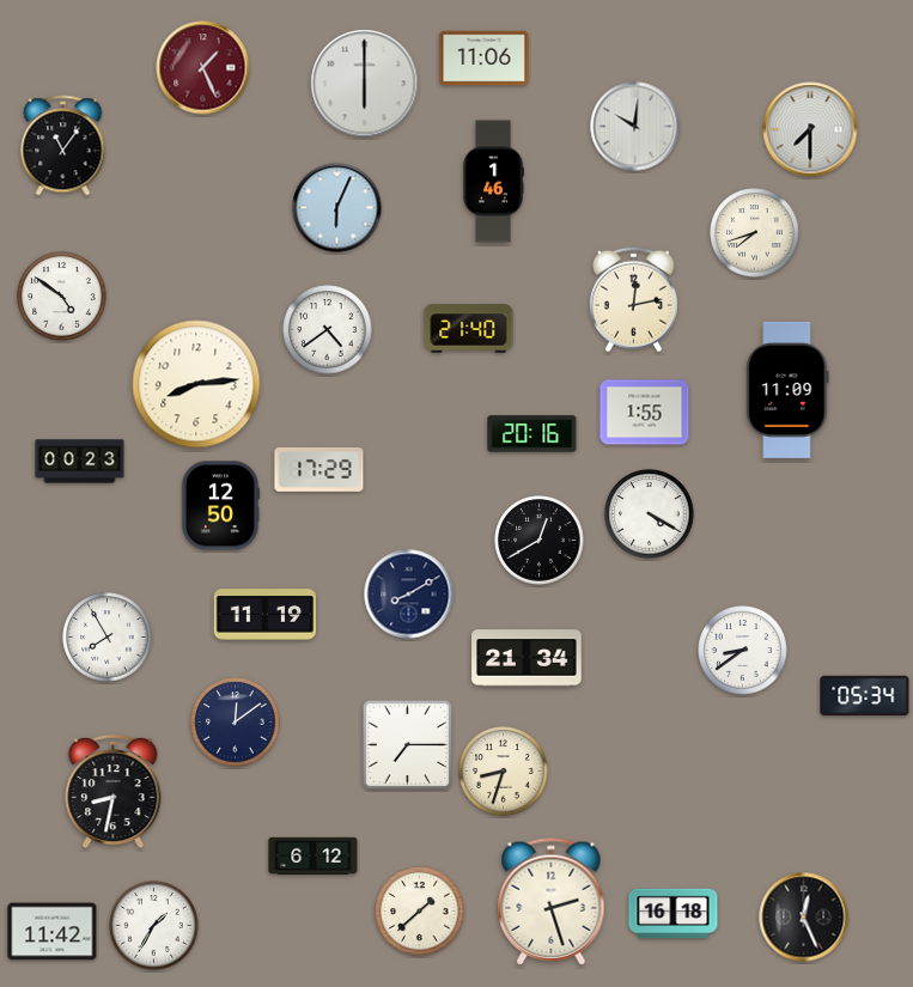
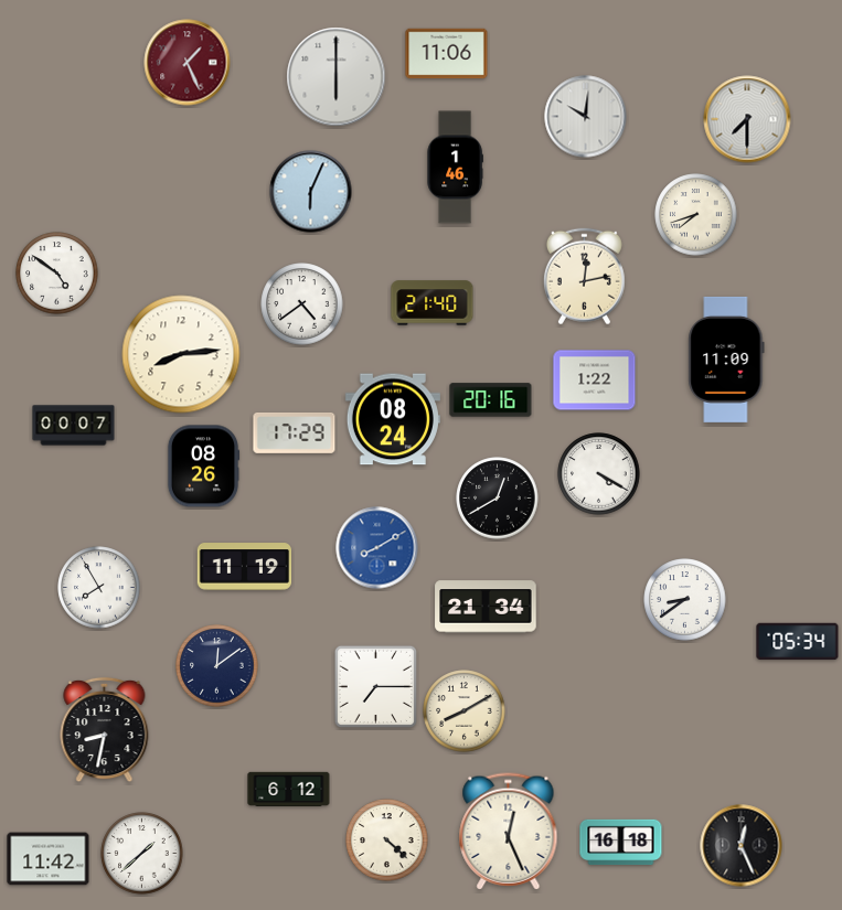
clock at (63, 146): 11:06 -> none
clock at (645, 413): 1:55 -> 1:22
clock at (393, 419): none -> 08:24
clock at (80, 462): 00:23 -> 00:07
clock at (220, 506): 12:50 -> 08:26
clock at (409, 595) dial: navy -> blue
clock at (504, 772): 8:33 -> 8:10
clock at (552, 902): 2:27 -> 12:26
clock at (420, 912): 1:38 -> 4:22
clock at (154, 926): 1:35 -> 1:38
